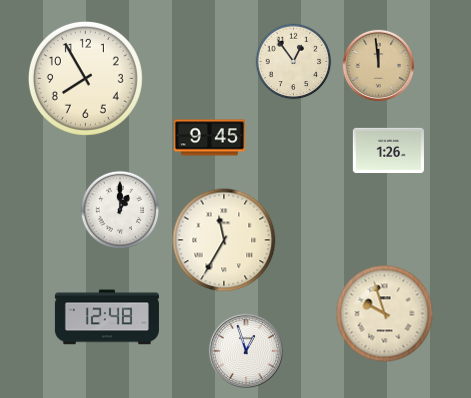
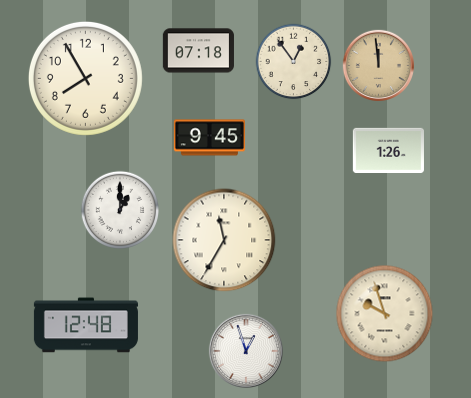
clock at (198, 51): none -> 07:18
clock at (107, 317) position: (107, 317) -> (86, 325)
